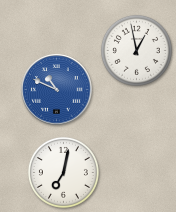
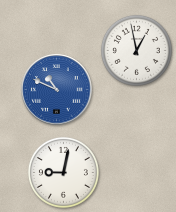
clock at (63, 172): 7:02 -> 9:02
